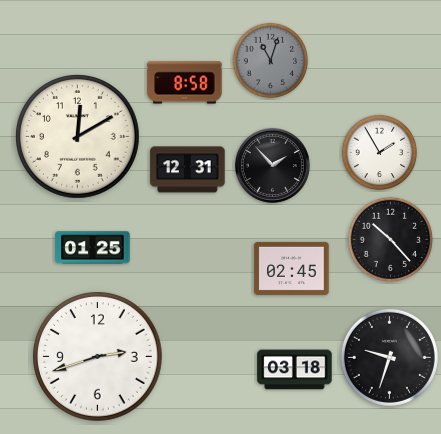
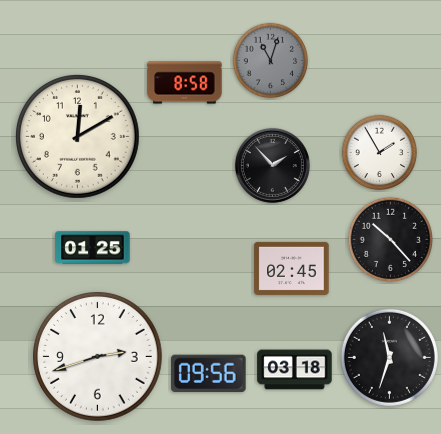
clock at (188, 170): 12:31 -> none
clock at (389, 357): 9:33 -> 11:33
clock at (209, 373): none -> 09:56
